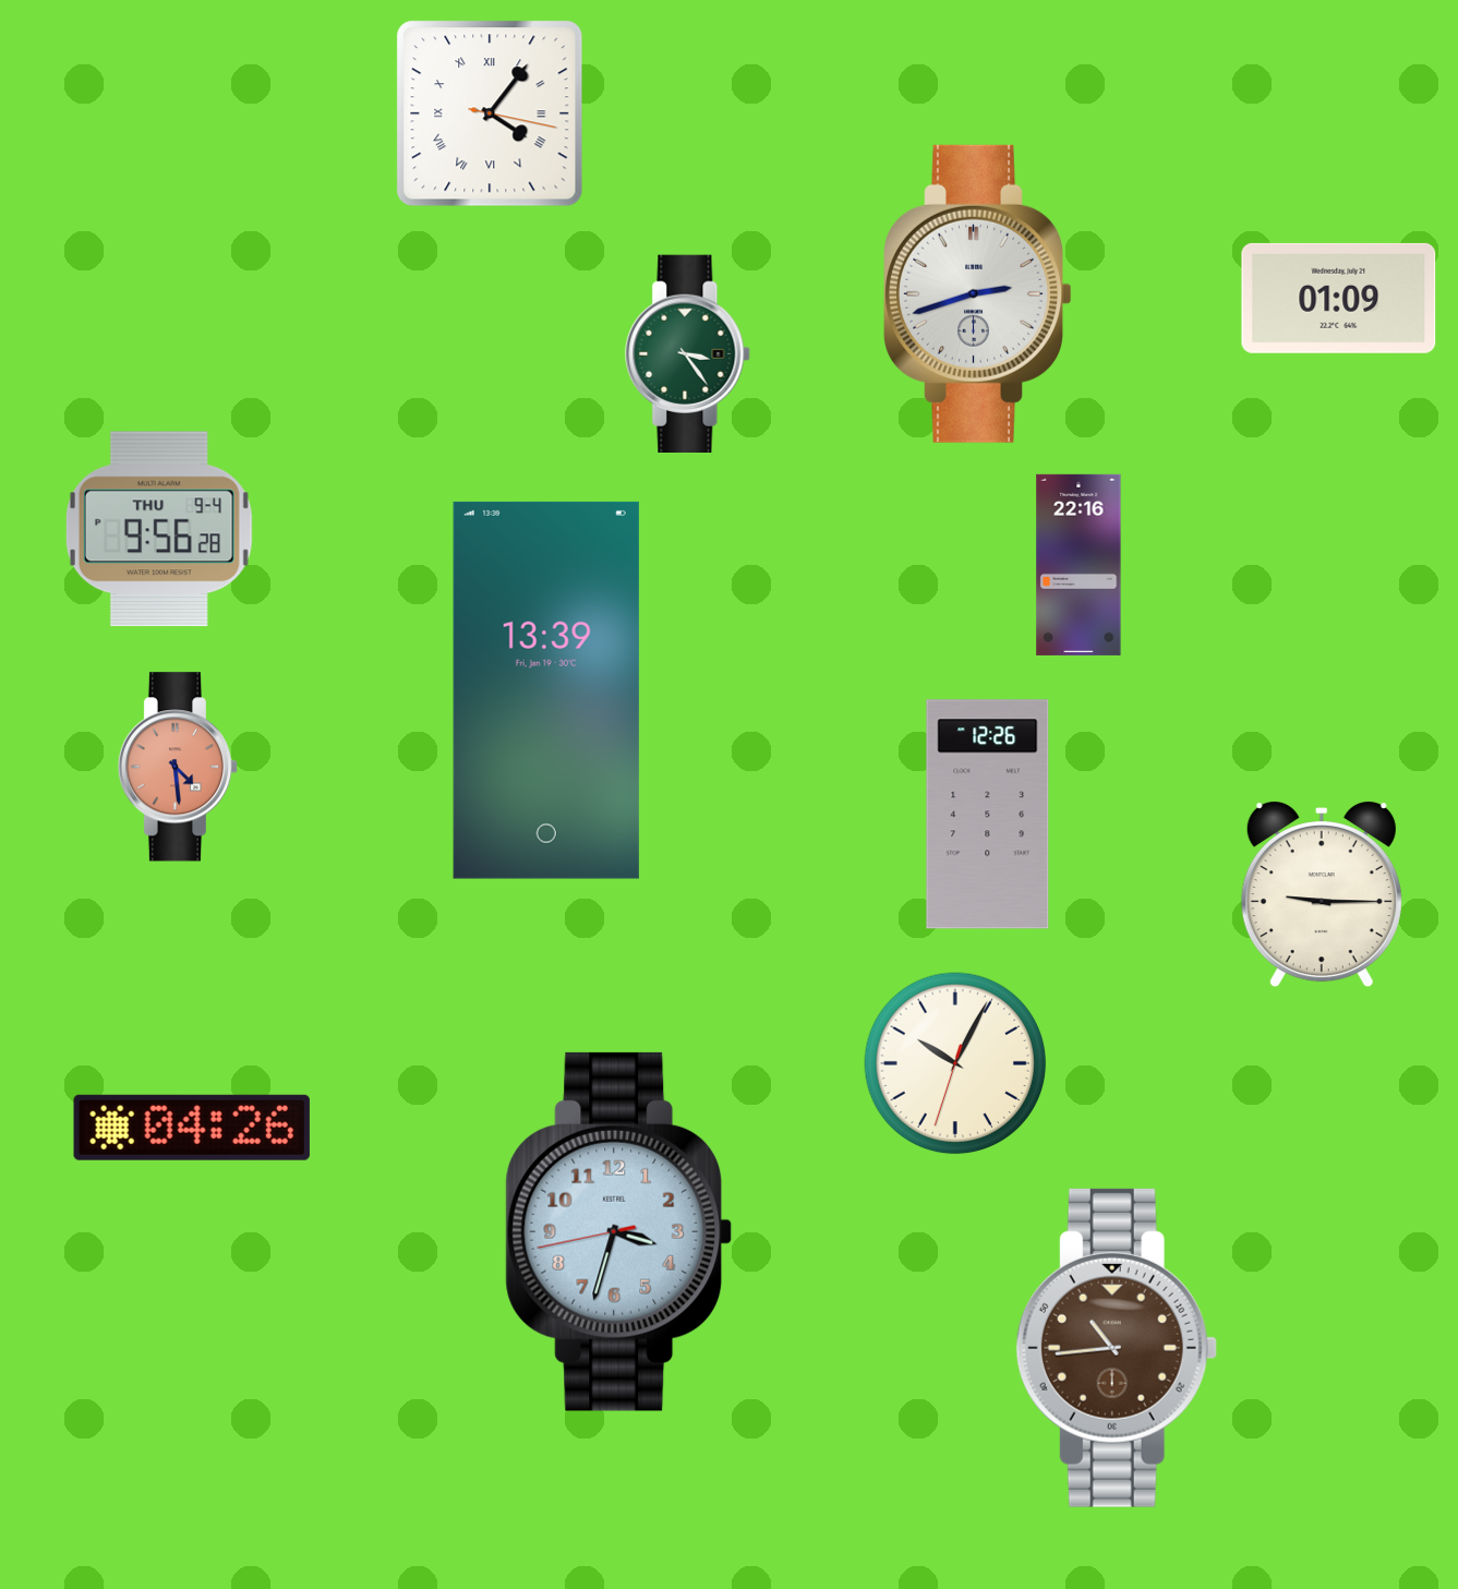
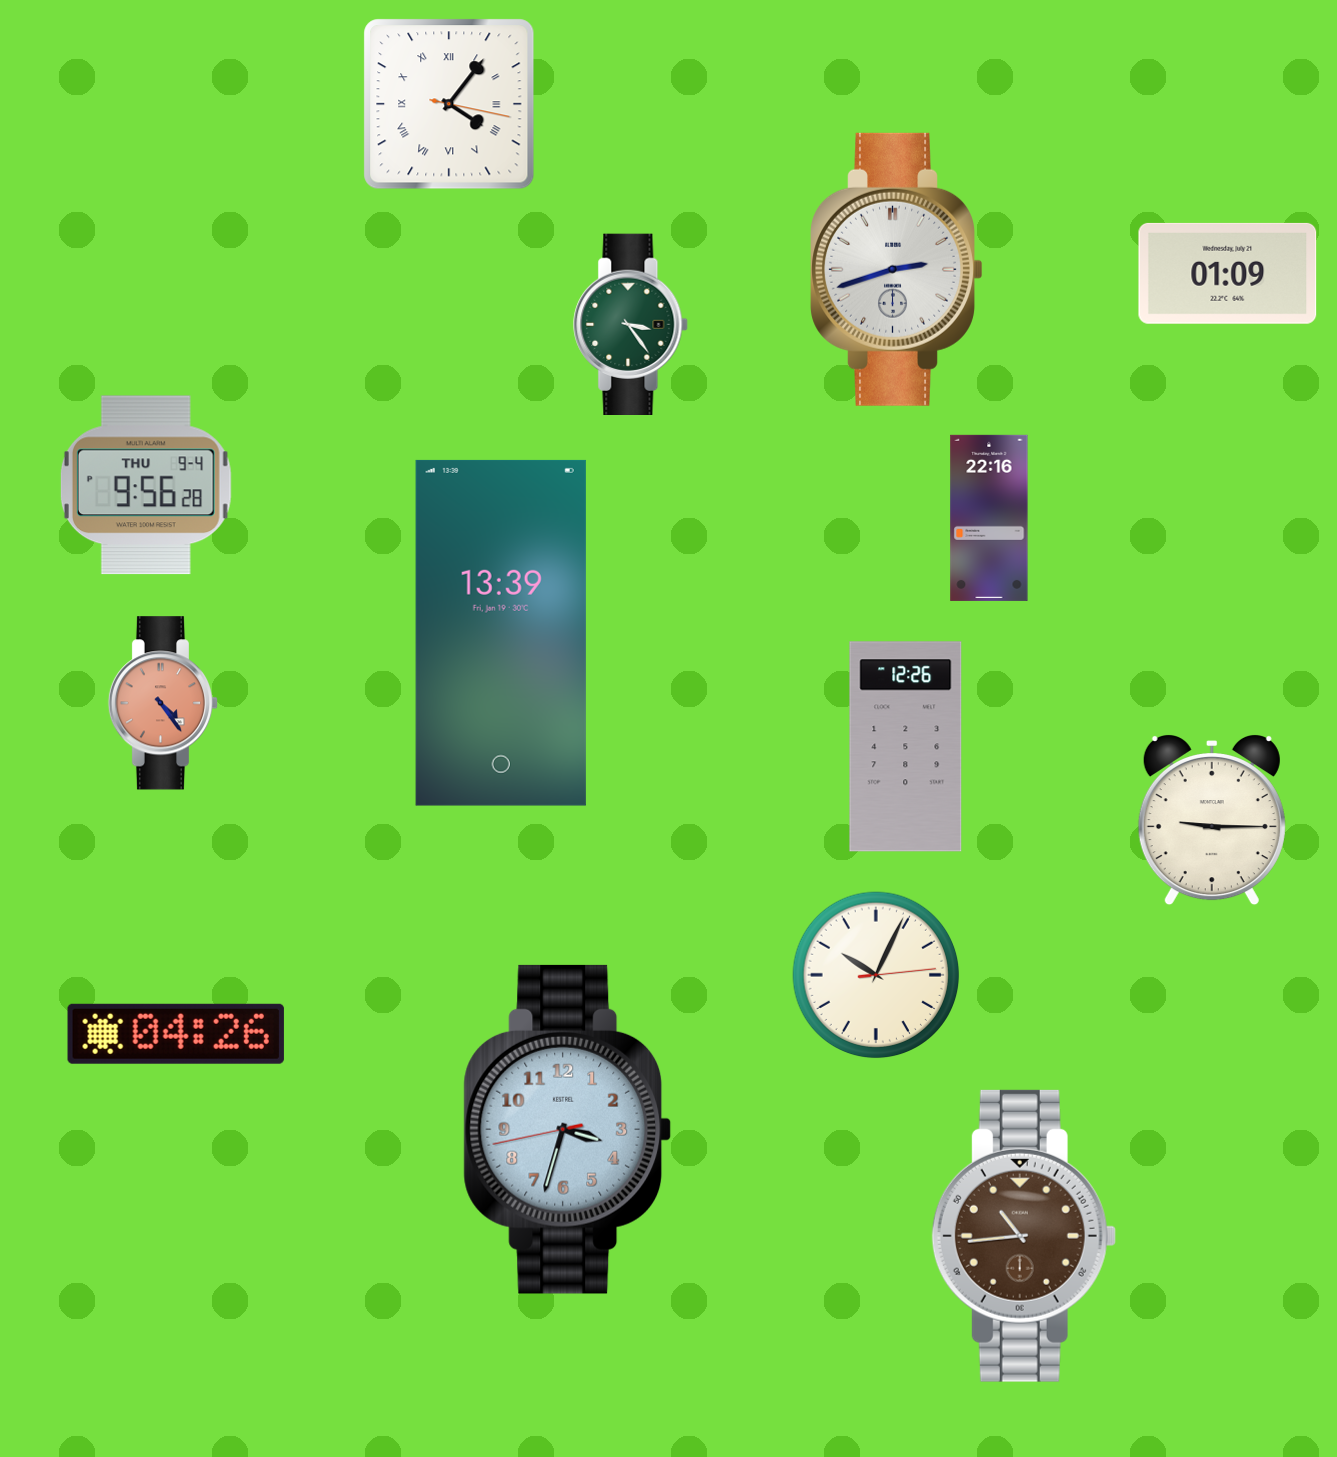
clock at (178, 767): 4:29 -> 4:24
clock at (955, 1063): 10:04:33 -> 10:04:14
